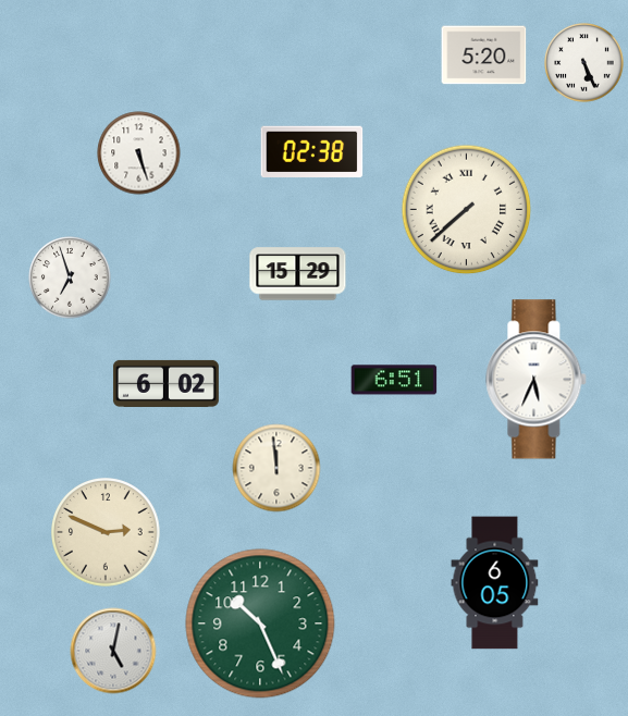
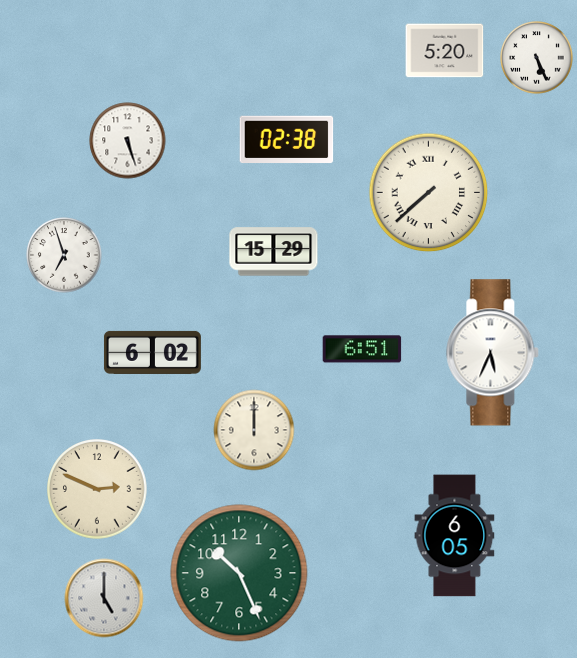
clock at (537, 380) position: (537, 380) -> (493, 353)
clock at (276, 468): 11:59 -> 12:00
clock at (113, 651): 5:02 -> 5:00
